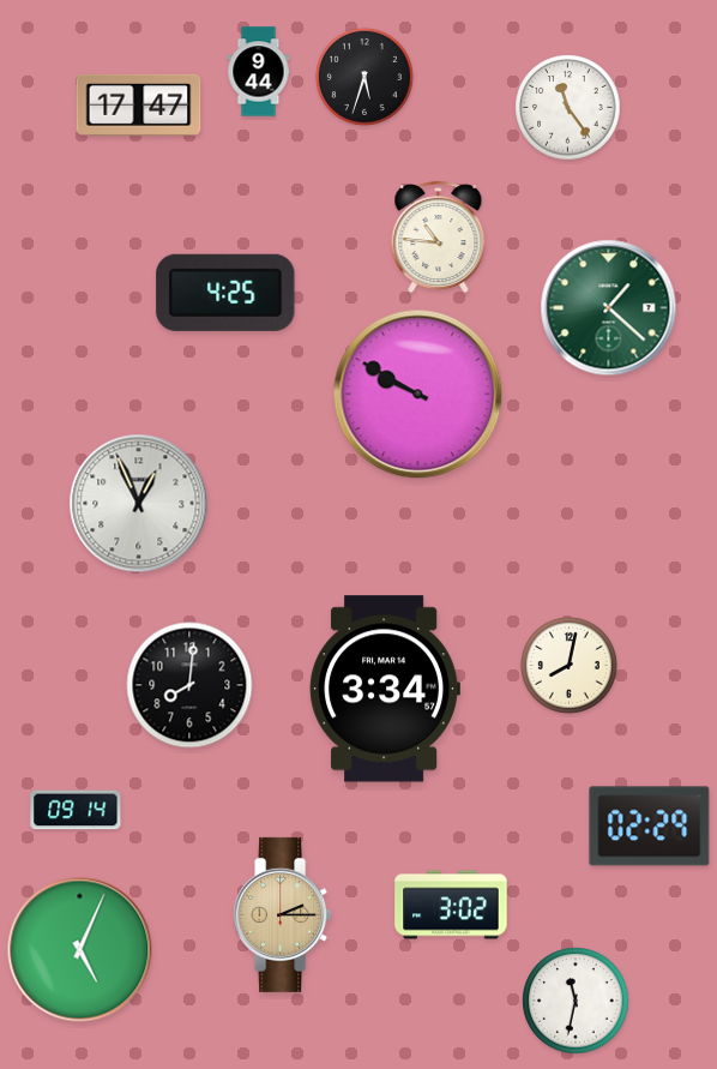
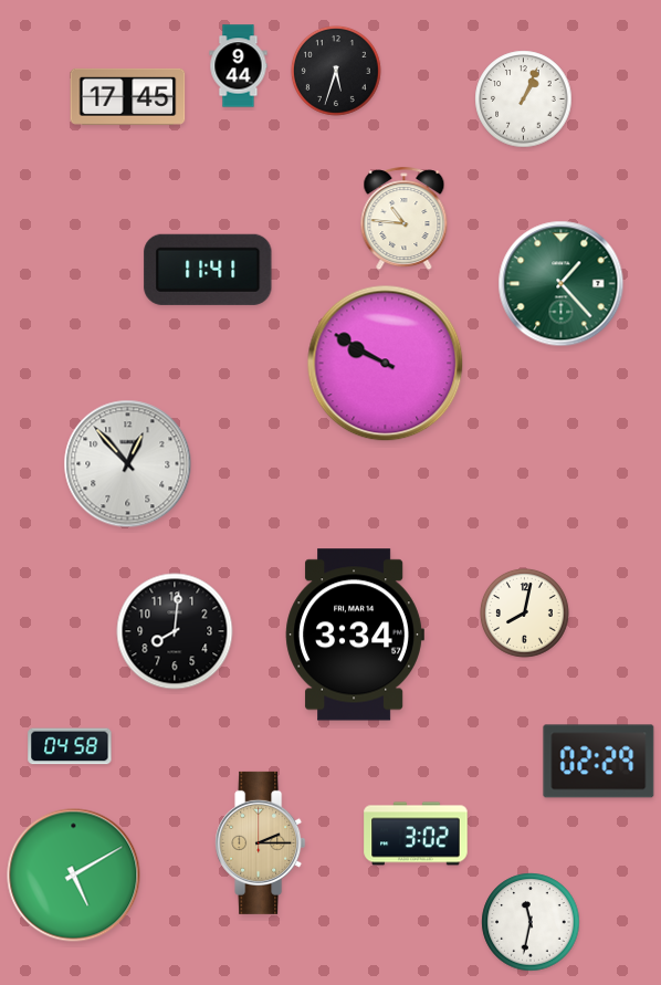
clock at (139, 104): 17:47 -> 17:45
clock at (568, 108): 11:24 -> 1:04
clock at (225, 293): 4:25 -> 11:41
clock at (609, 308): 1:22 -> 1:23
clock at (139, 504): 12:56 -> 12:53
clock at (76, 810): 09:14 -> 04:58
clock at (80, 950): 5:04 -> 5:10
